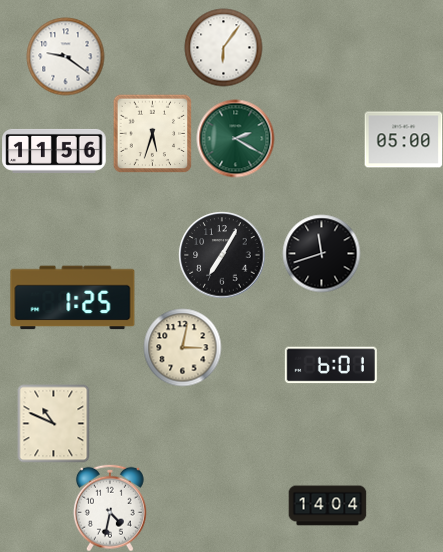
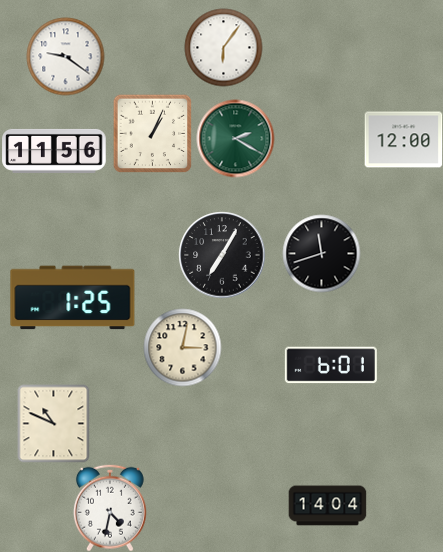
clock at (152, 133): 5:33 -> 1:04
clock at (403, 140): 05:00 -> 12:00
